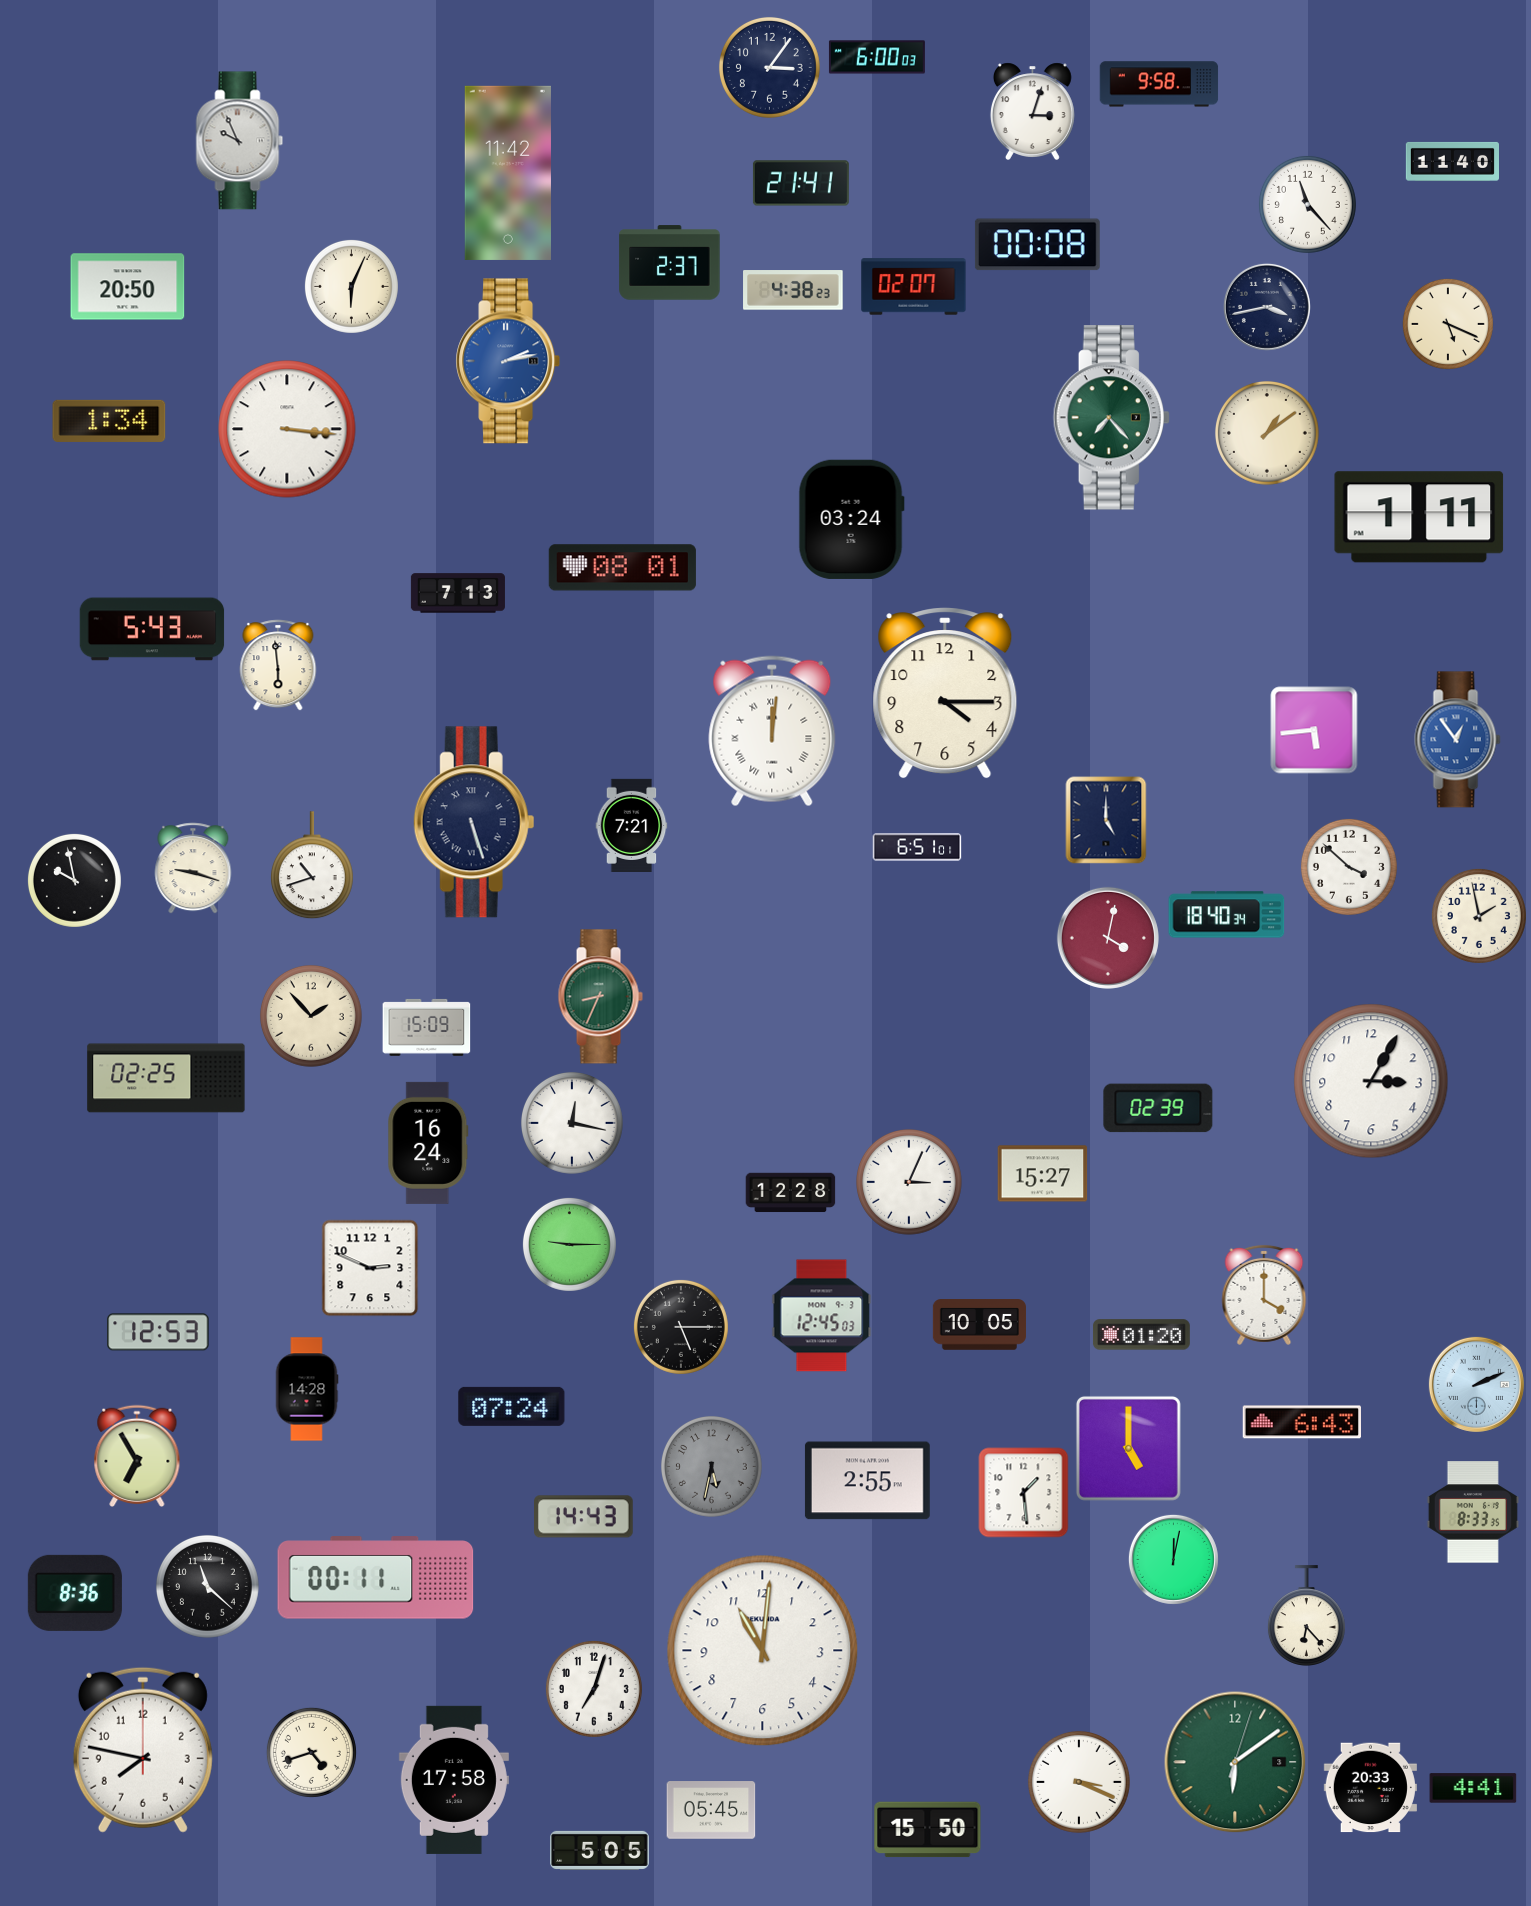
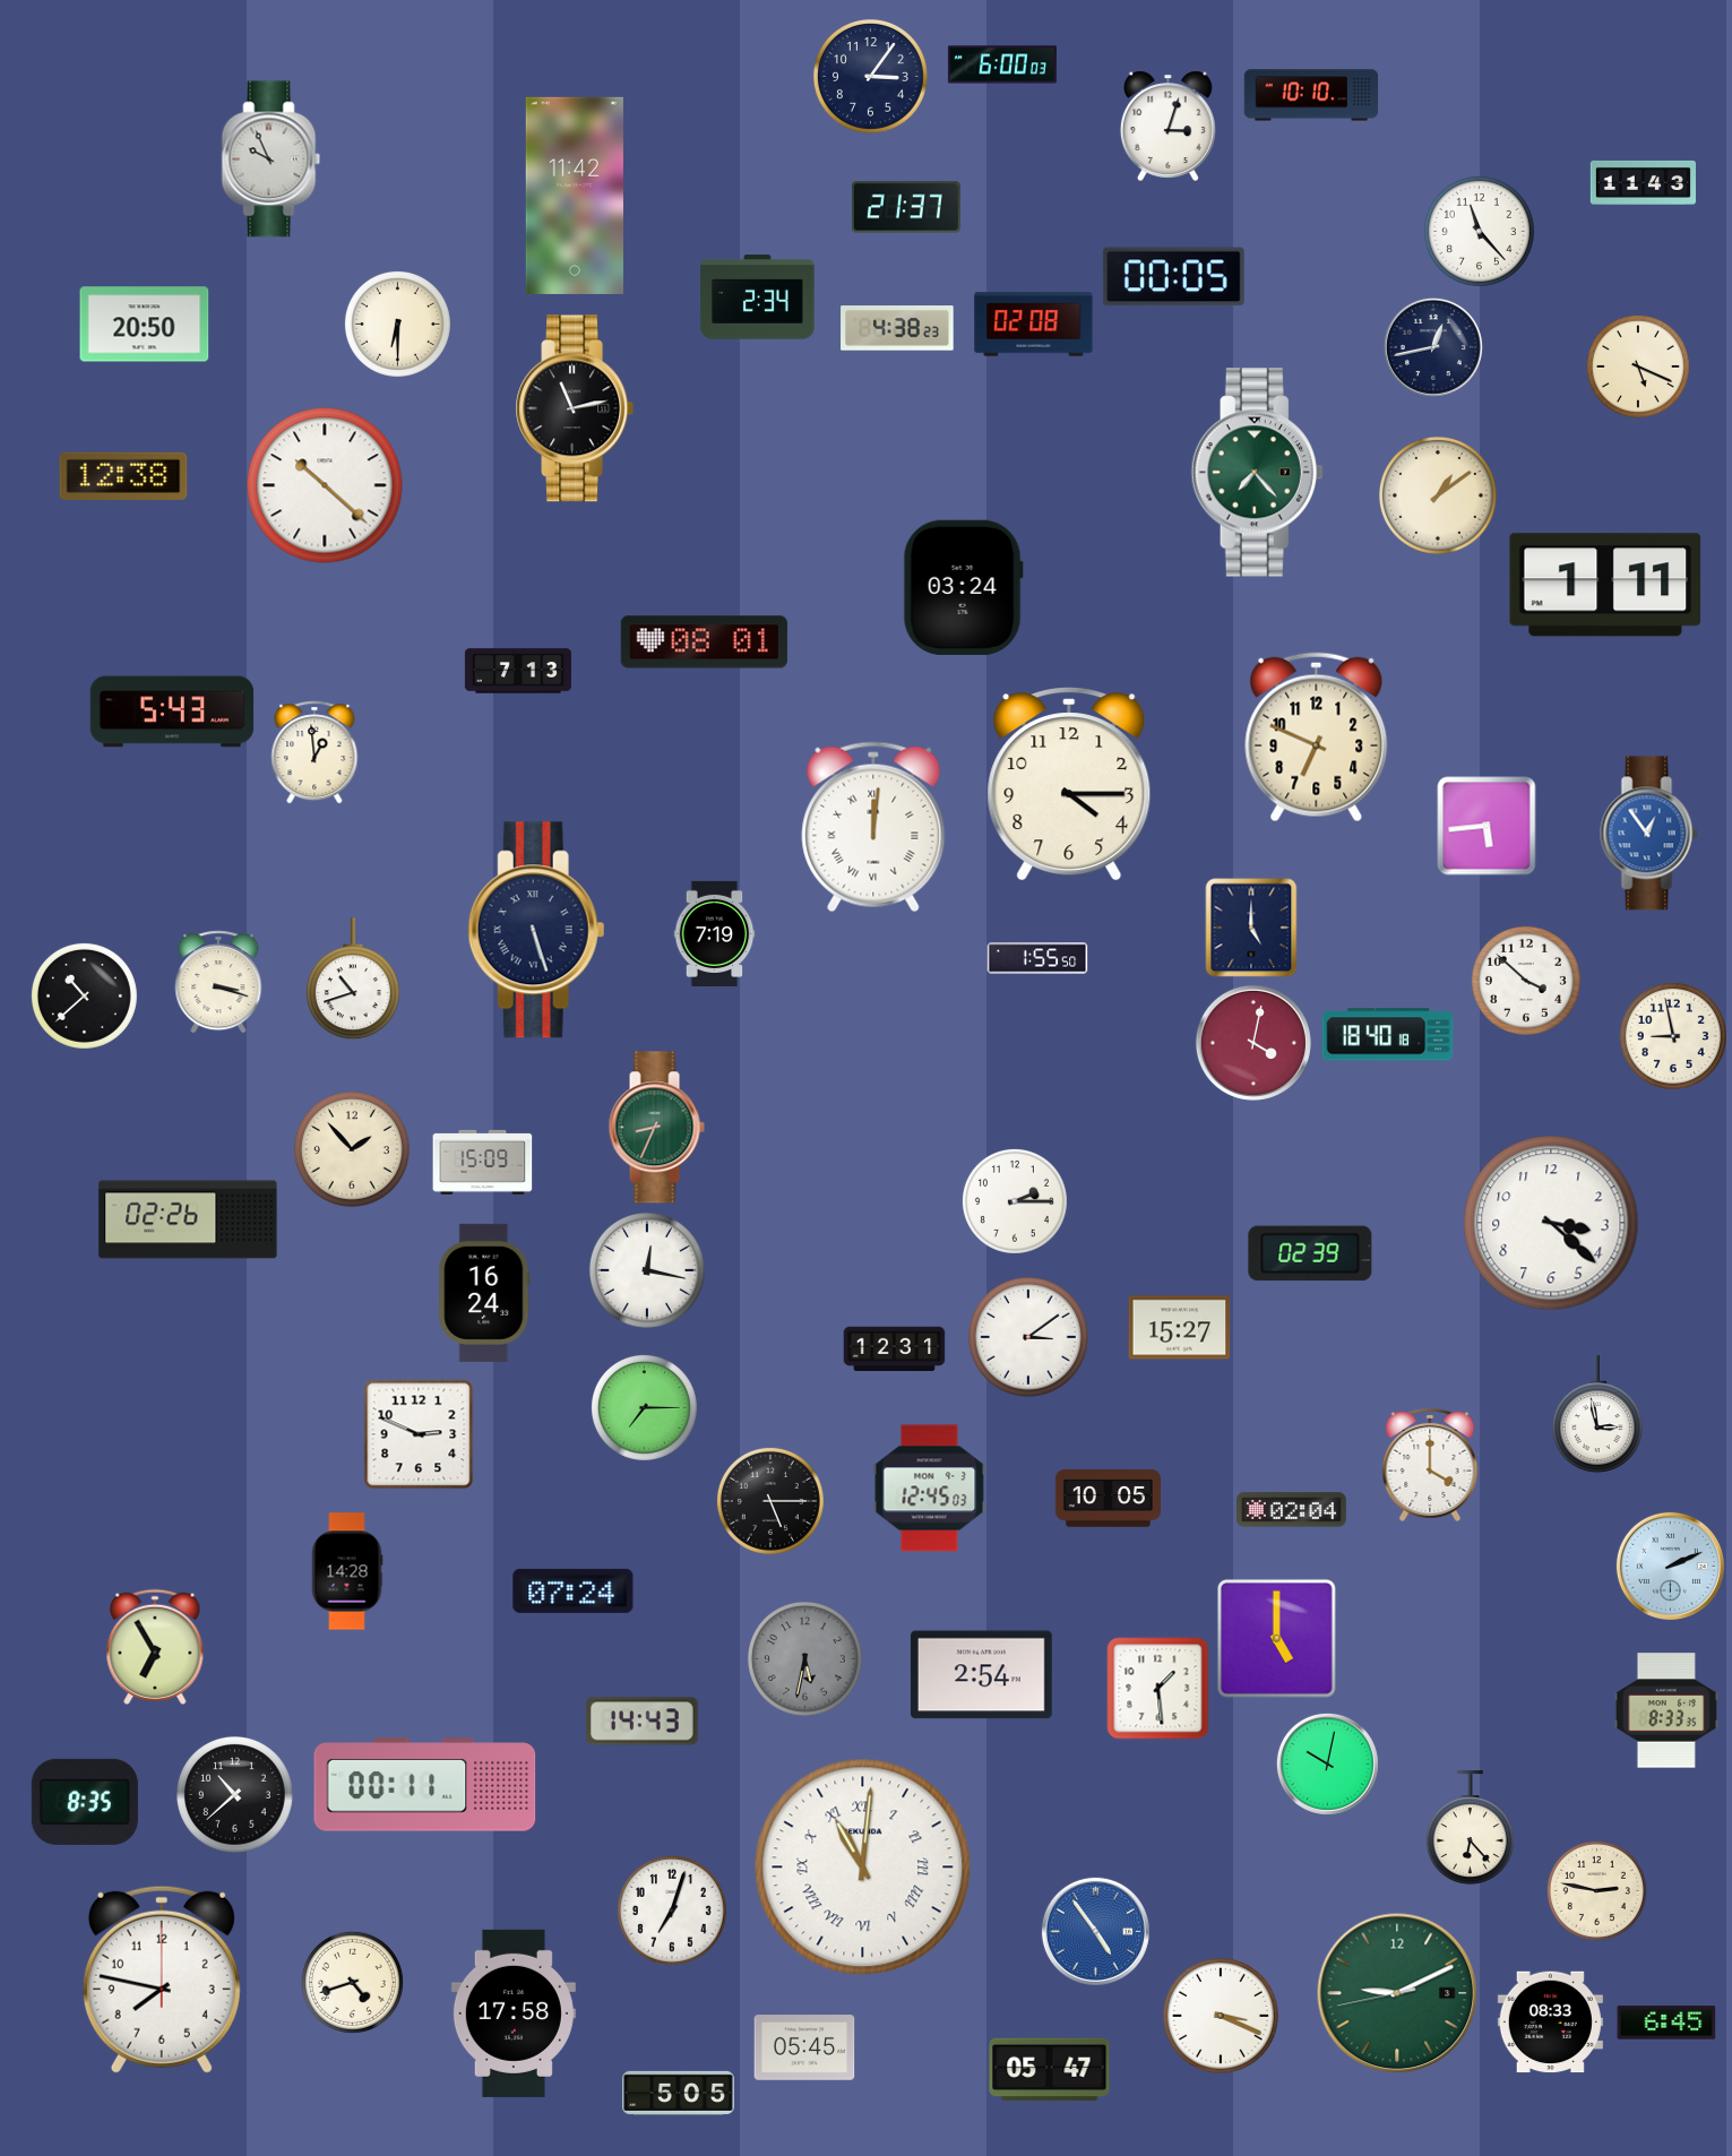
clock at (877, 57) position: (877, 57) -> (1002, 64)
clock at (1159, 84): 9:58 -> 10:10
clock at (1452, 161): 11:40 -> 11:43
clock at (801, 183): 21:41 -> 21:37
clock at (1037, 245): 00:08 -> 00:05
clock at (670, 263): 2:37 -> 2:34
clock at (351, 286): 6:04 -> 6:30
clock at (914, 287): 02:07 -> 02:08
clock at (1267, 307): 3:43 -> 12:43
clock at (508, 361): 2:13 -> 11:13
clock at (508, 361) dial: blue -> black
clock at (109, 421): 1:34 -> 12:38
clock at (287, 429): 3:16 -> 10:22
clock at (1267, 433) position: (1267, 433) -> (1438, 495)
clock at (1317, 738): none -> 6:49
clock at (278, 665): 5:59 -> 12:59
clock at (1458, 740) position: (1458, 740) -> (1649, 834)
clock at (632, 825): 7:21 -> 7:19
clock at (917, 847): 6:51 -> 1:55
clock at (193, 868): 9:18 -> 3:18
clock at (74, 880): 9:58 -> 10:38
clock at (1227, 915): 18:40:34 -> 18:40:18
clock at (1479, 916): 1:58 -> 8:58
clock at (1108, 938) position: (1108, 938) -> (1253, 1043)
clock at (600, 997) position: (600, 997) -> (656, 1128)
clock at (1015, 1201): none -> 2:15
clock at (166, 1078): 02:25 -> 02:26
clock at (1371, 1081): 3:05 -> 3:22
clock at (910, 1183): 3:04 -> 3:09
clock at (791, 1193): 12:28 -> 12:31
clock at (569, 1244): 9:15 -> 7:15
clock at (1597, 1415): none -> 2:58
clock at (158, 1332): 12:53 -> none
clock at (1141, 1335): 01:20 -> 02:04
clock at (512, 1406) position: (512, 1406) -> (574, 1590)
clock at (1301, 1422): 6:43 -> none
clock at (867, 1481): 2:55 -> 2:54
clock at (584, 1517) position: (584, 1517) -> (643, 1722)
clock at (1173, 1559): 12:02 -> 10:02
clock at (207, 1586): 11:22 -> 10:38
clock at (75, 1593): 8:36 -> 8:35
clock at (1306, 1616) position: (1306, 1616) -> (1470, 1828)
clock at (763, 1651) numerals: Arabic -> Roman
clock at (1596, 1890): none -> 2:47
clock at (1095, 1931): none -> 4:54
clock at (1235, 1762): 6:09 -> 9:10
clock at (1370, 1788): 20:33 -> 08:33
clock at (1473, 1788): 4:41 -> 6:45
clock at (928, 1830): 15:50 -> 05:47
